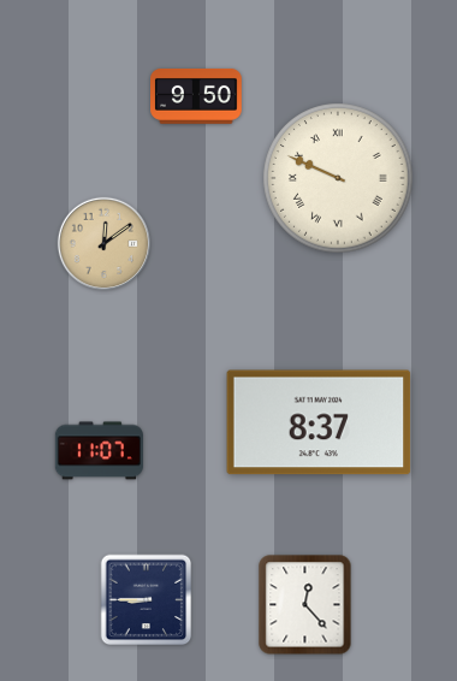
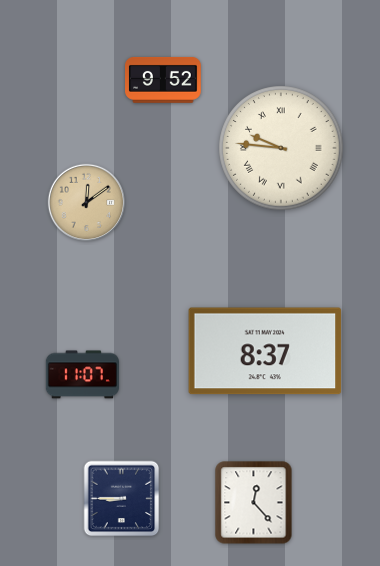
clock at (197, 96): 9:50 -> 9:52
clock at (338, 178): 9:49 -> 9:46
